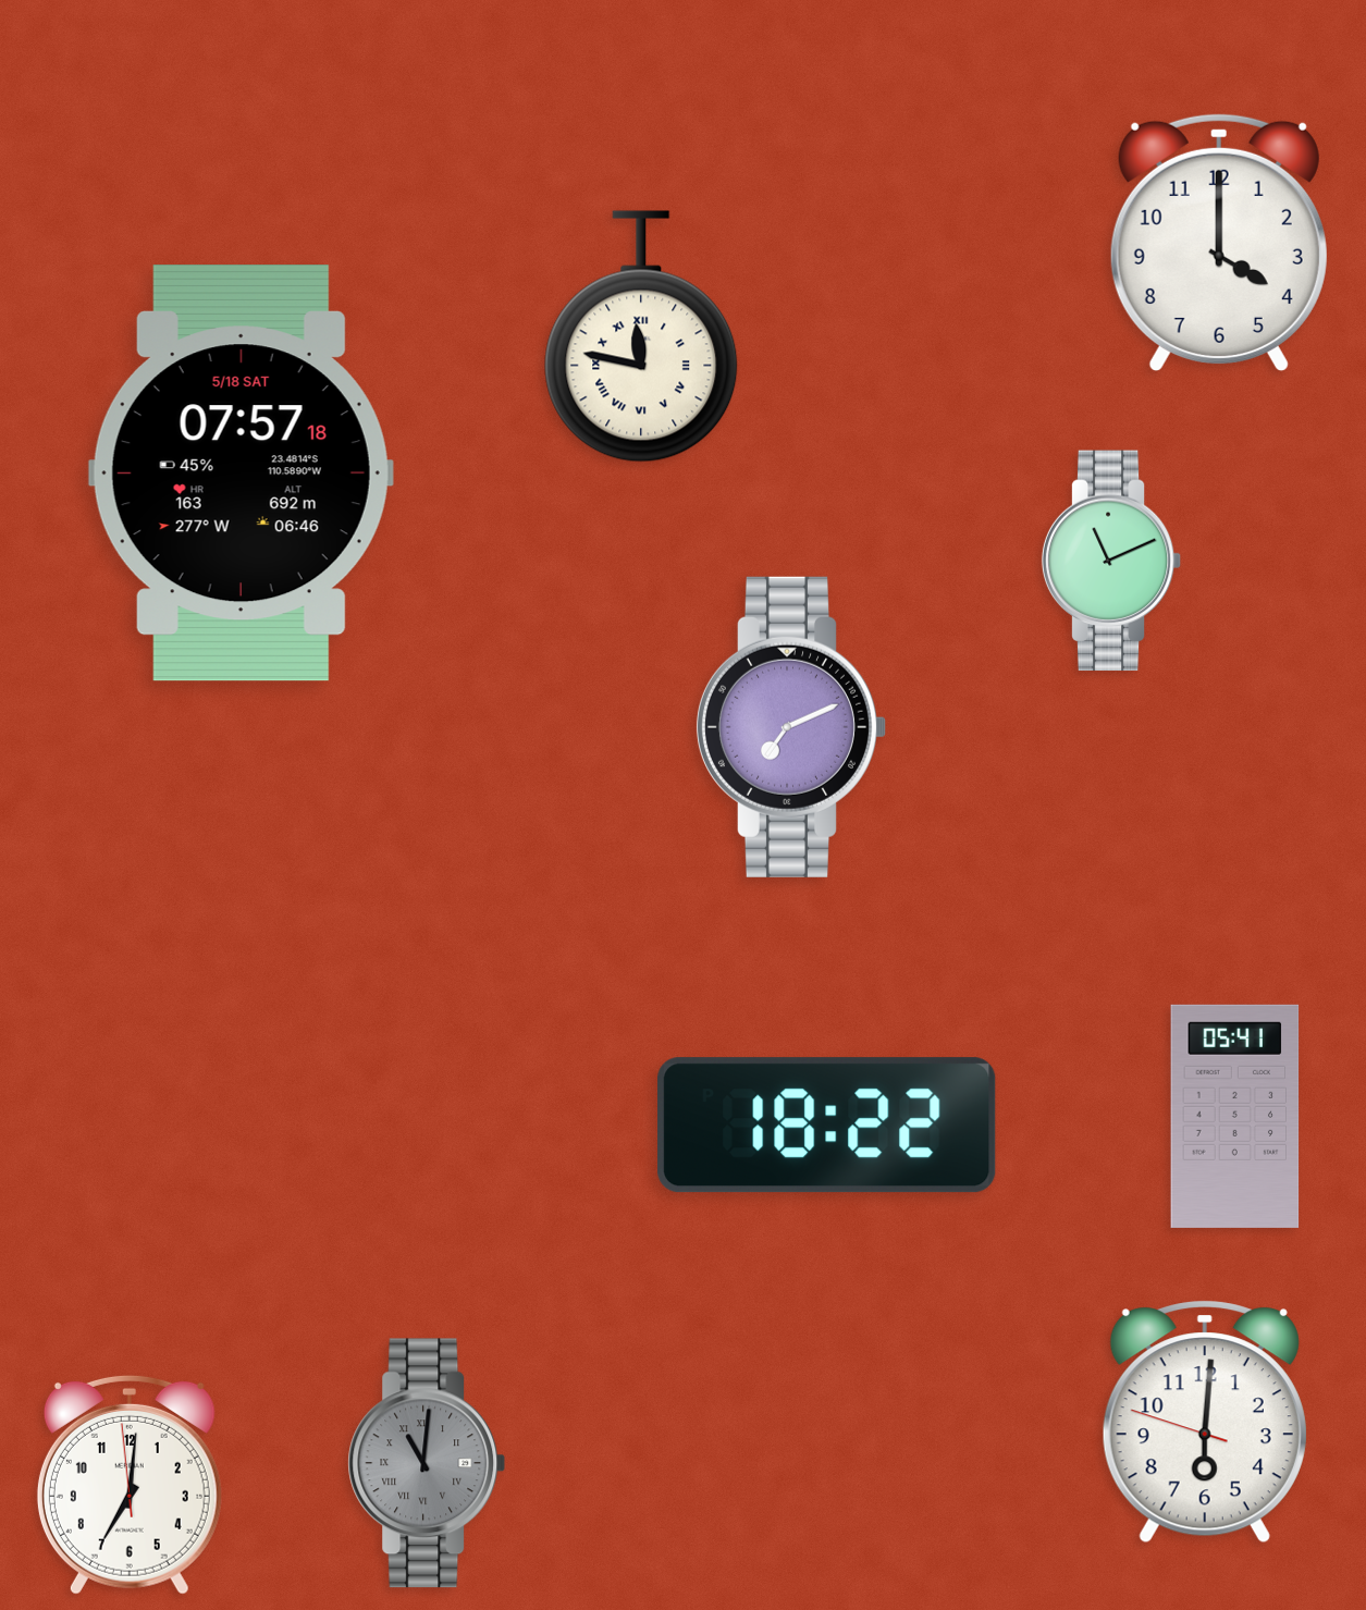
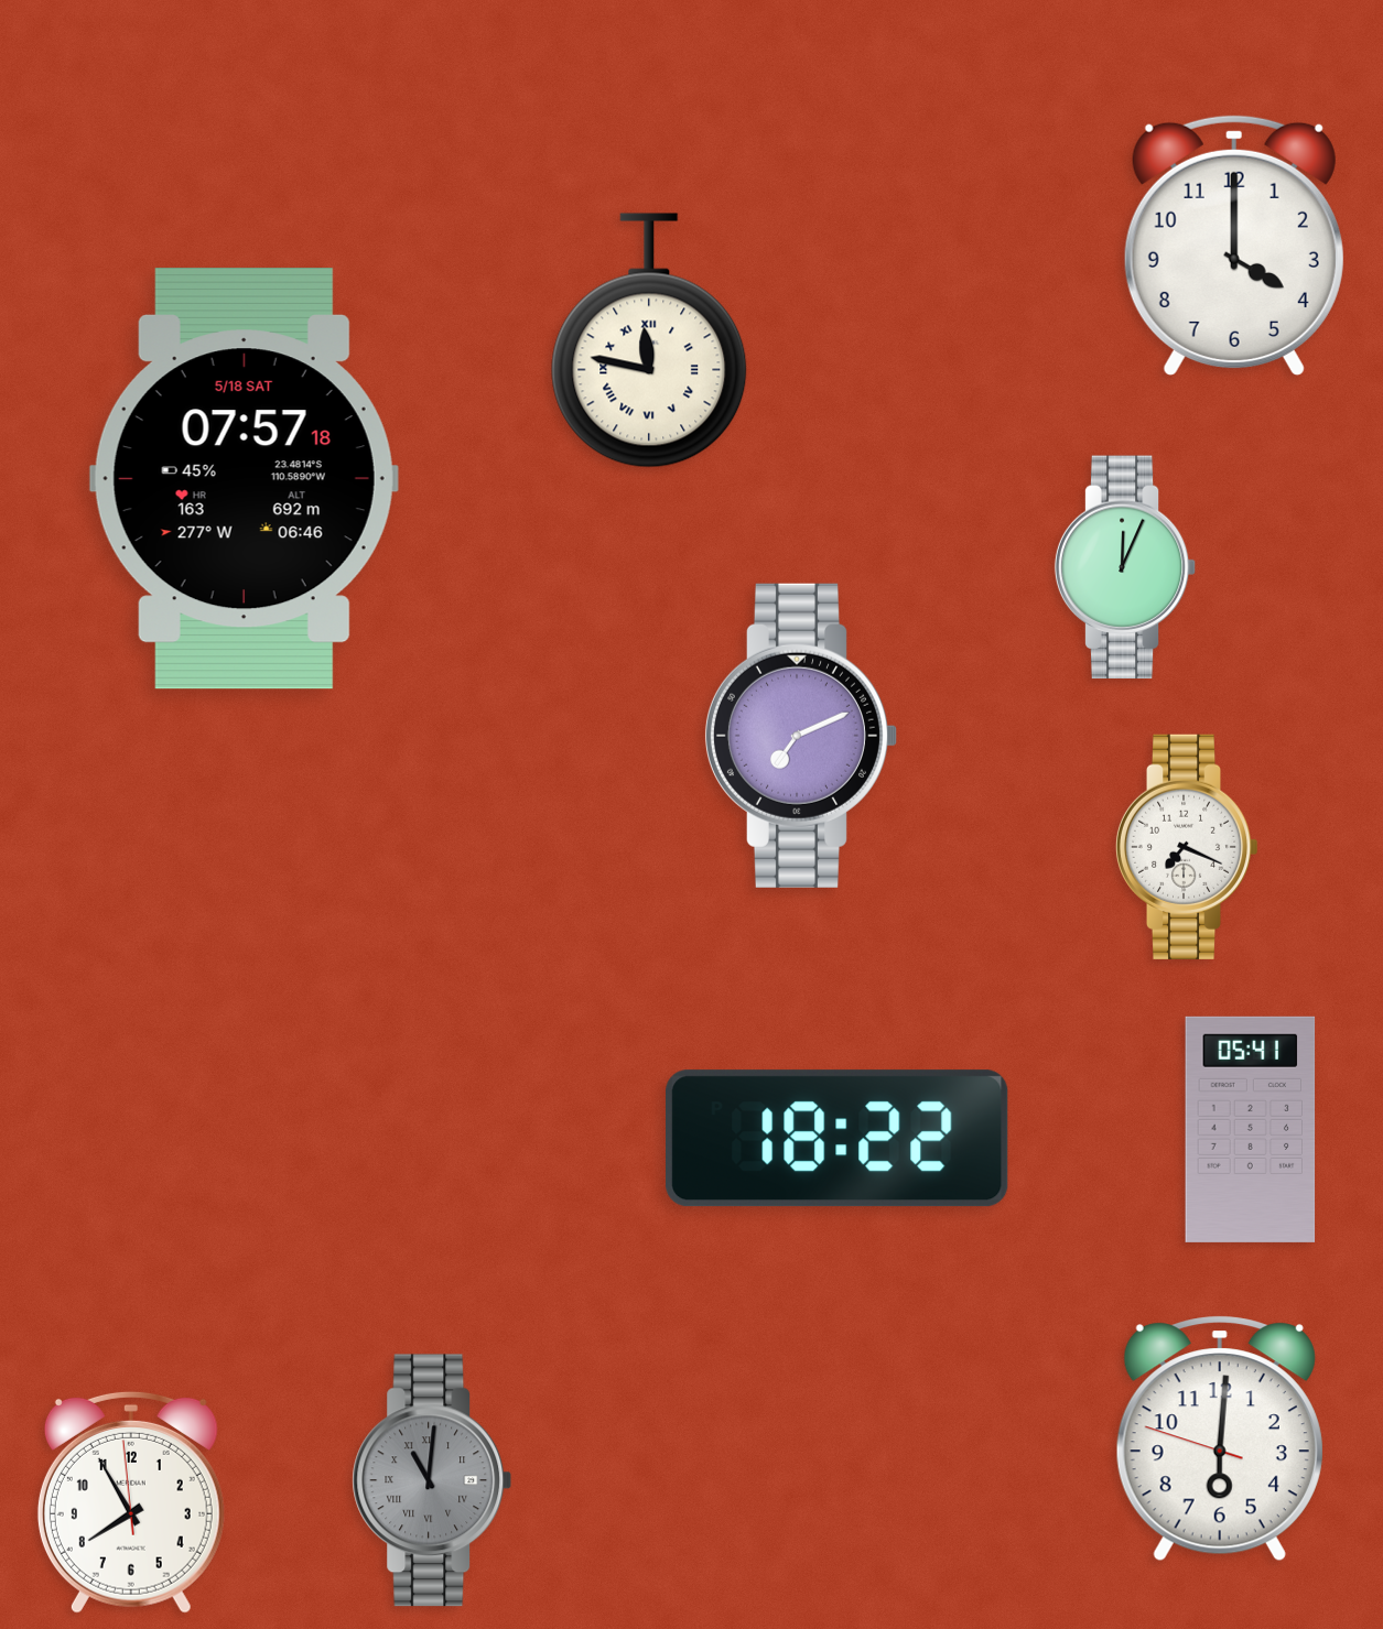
clock at (1111, 561): 11:11 -> 12:04
clock at (1187, 847): none -> 7:19
clock at (130, 1485): 7:00 -> 7:54
